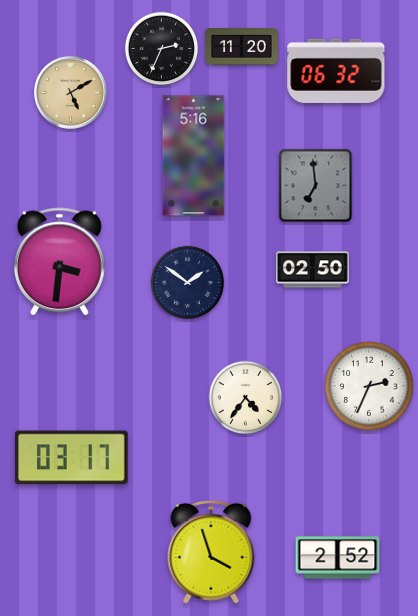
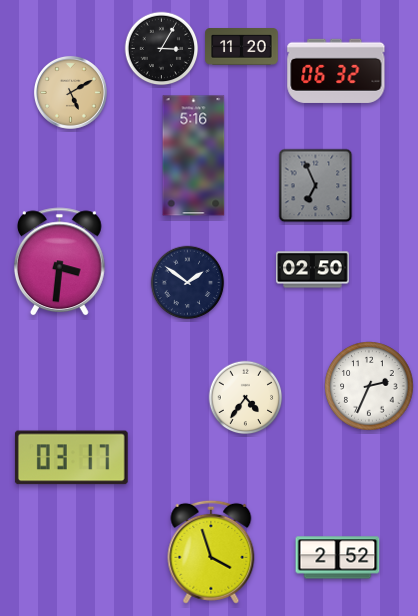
clock at (162, 49): 2:34 -> 3:05
clock at (316, 186): 6:59 -> 6:56
